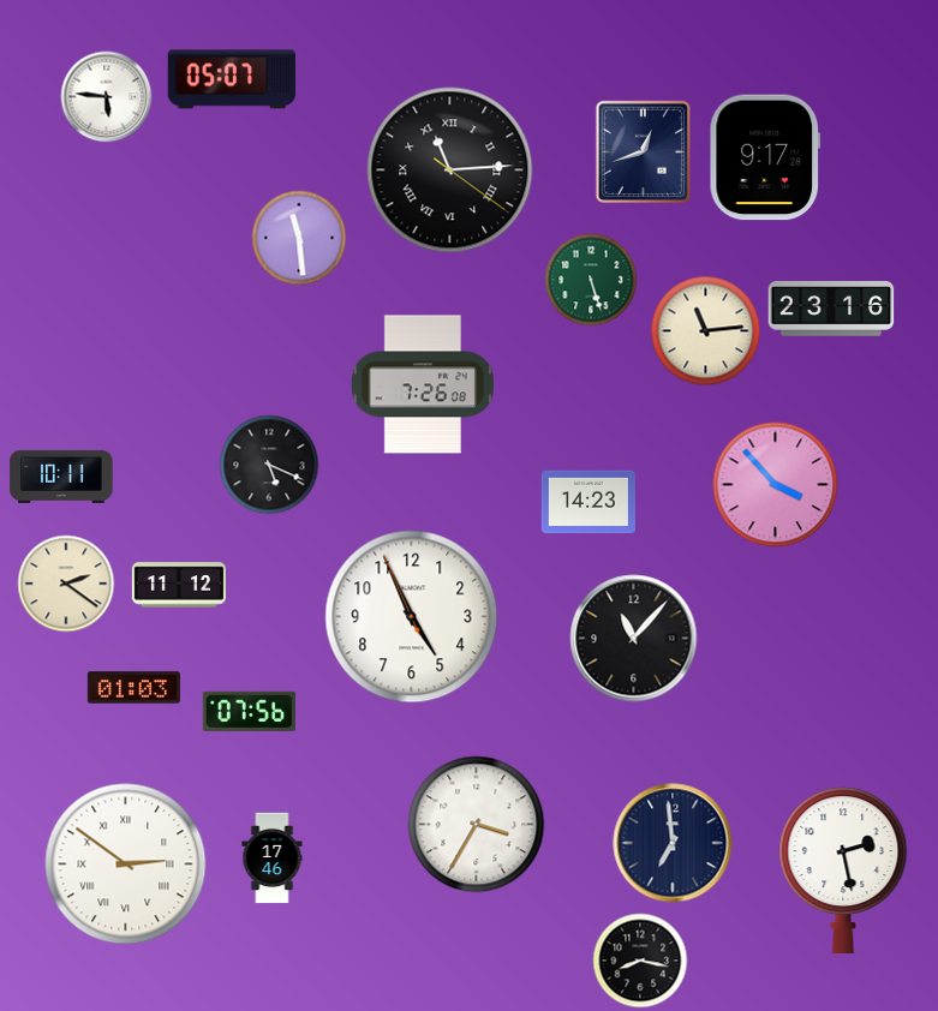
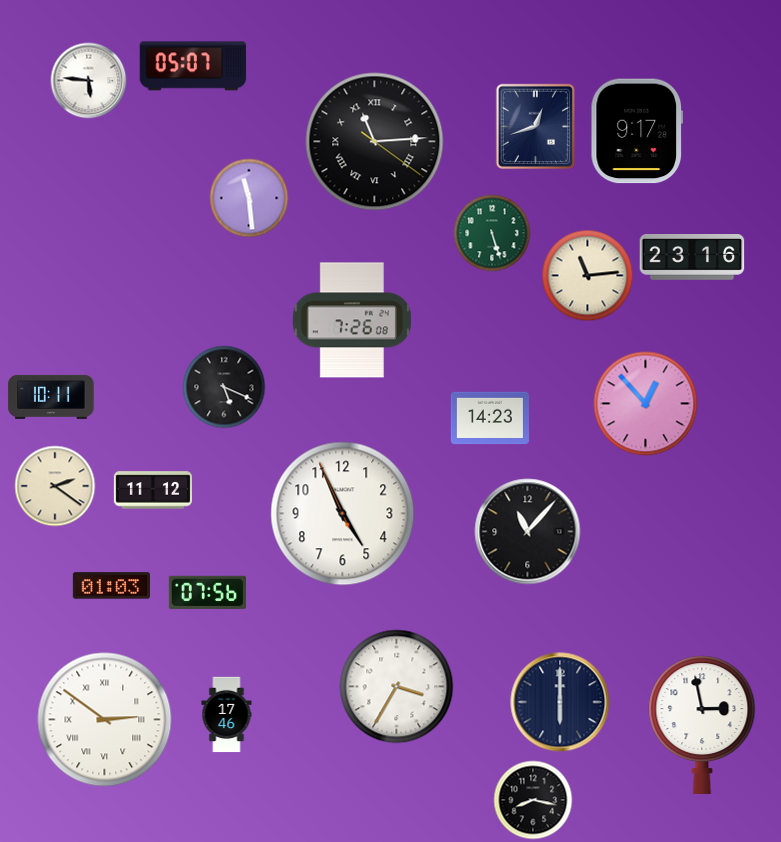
clock at (776, 485): 3:53 -> 12:53
clock at (179, 585) position: (179, 585) -> (153, 490)
clock at (133, 688) position: (133, 688) -> (111, 586)
clock at (673, 843): 6:59 -> 6:00
clock at (843, 869): 2:28 -> 2:58
